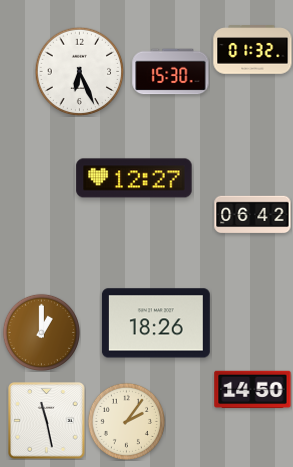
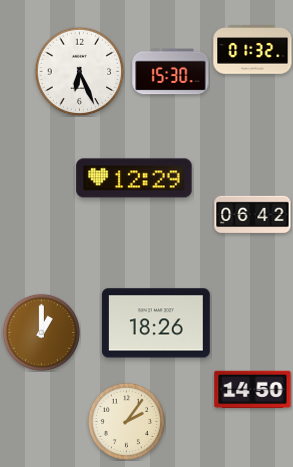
clock at (134, 178): 12:27 -> 12:29
clock at (47, 421): 11:28 -> none
